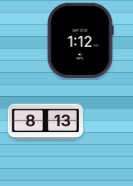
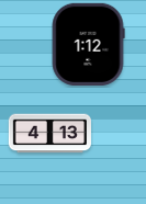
clock at (45, 122): 8:13 -> 4:13
